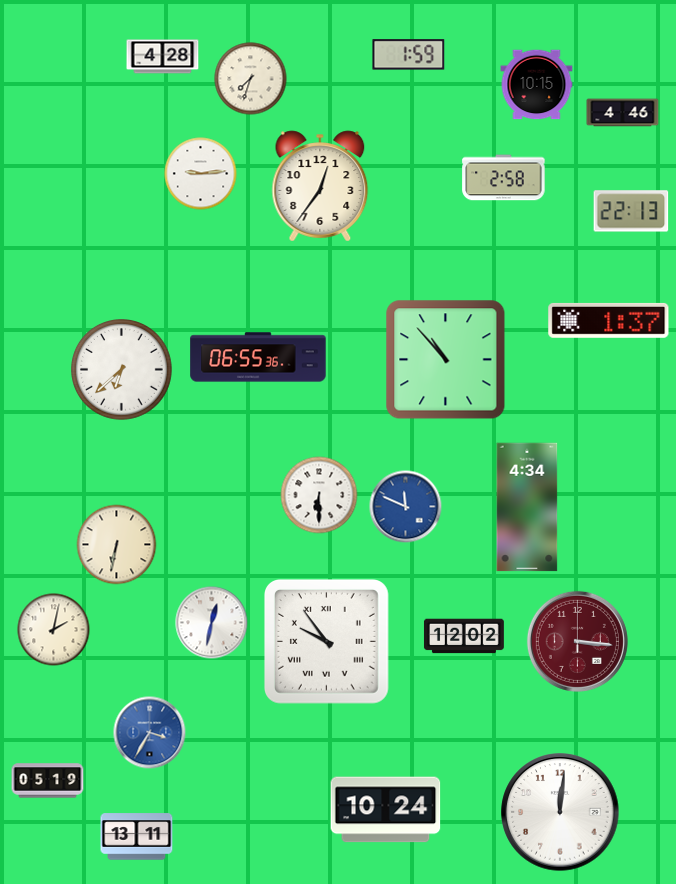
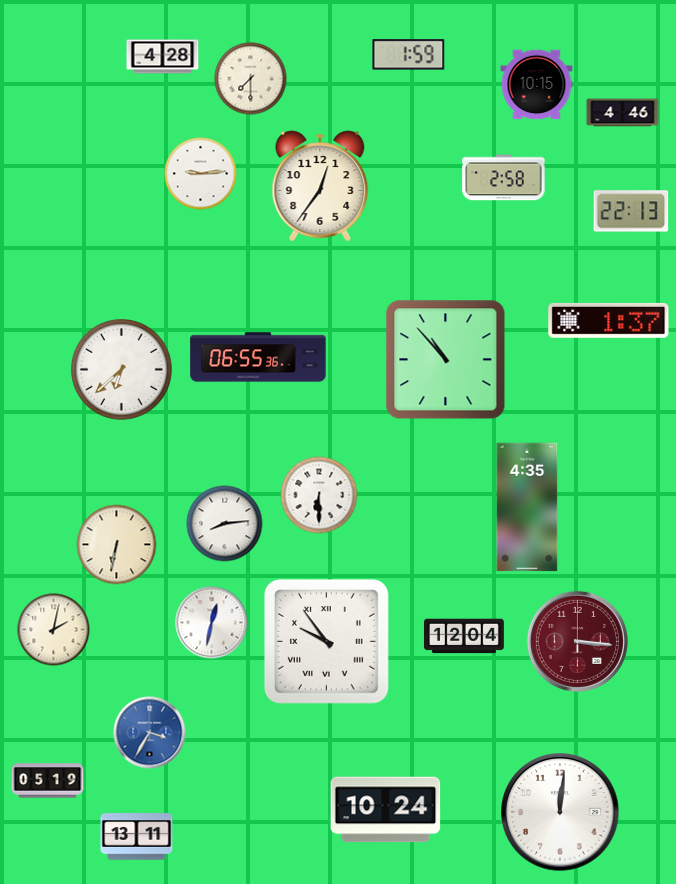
clock at (251, 79): 7:33 -> 7:30
clock at (406, 507): 11:49 -> none
clock at (527, 507): 4:34 -> 4:35
clock at (225, 524): none -> 8:14
clock at (464, 636): 12:02 -> 12:04
